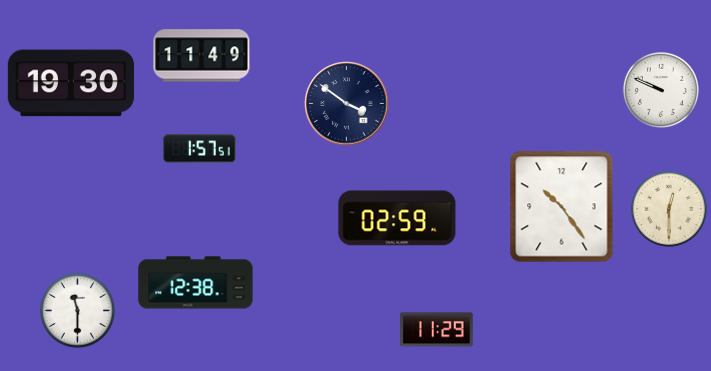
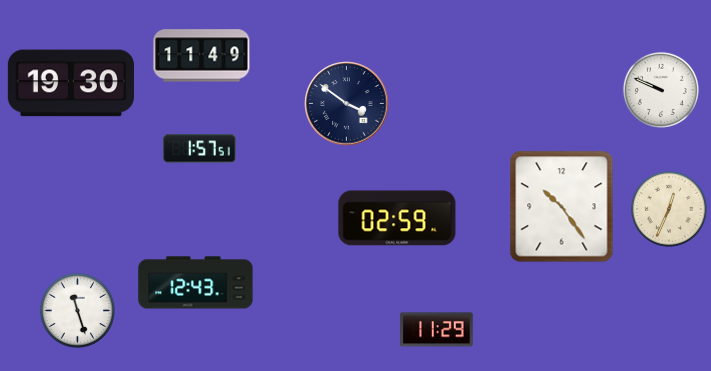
clock at (669, 209): 12:30 -> 12:34
clock at (196, 283): 12:38 -> 12:43
clock at (77, 310): 11:30 -> 11:27
